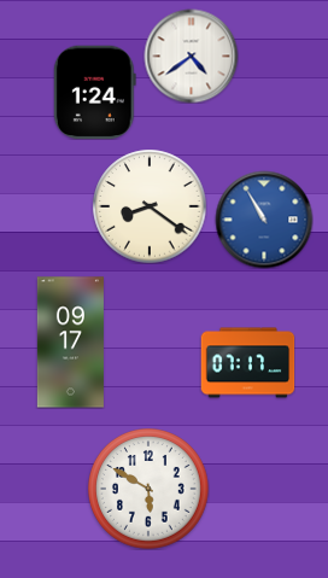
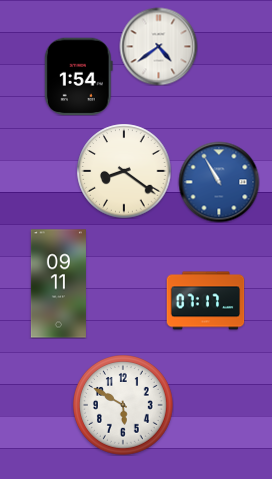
clock at (94, 92): 1:24 -> 1:54
clock at (70, 343): 09:17 -> 09:11
